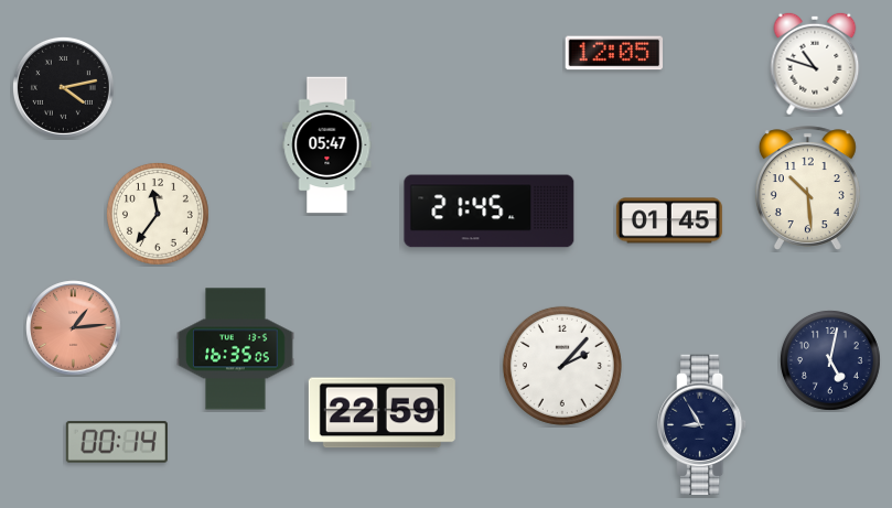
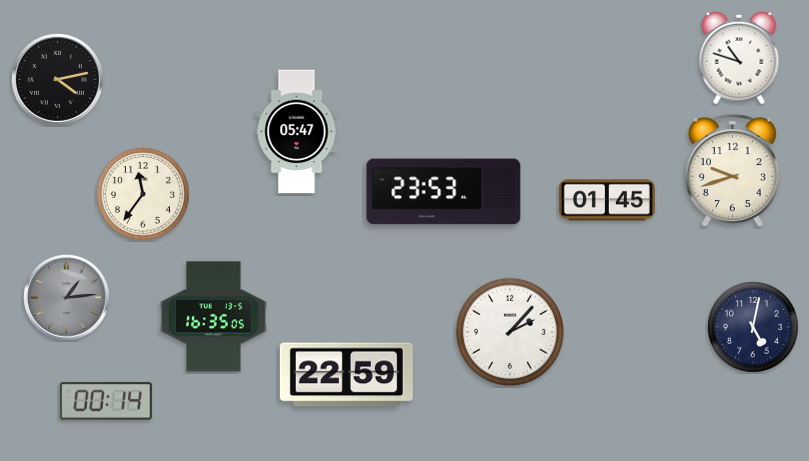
clock at (614, 53): 12:05 -> none
clock at (807, 188): 10:29 -> 9:42
clock at (490, 212): 21:45 -> 23:53
clock at (74, 328) dial: salmon -> grey
clock at (702, 424): 8:55 -> none
